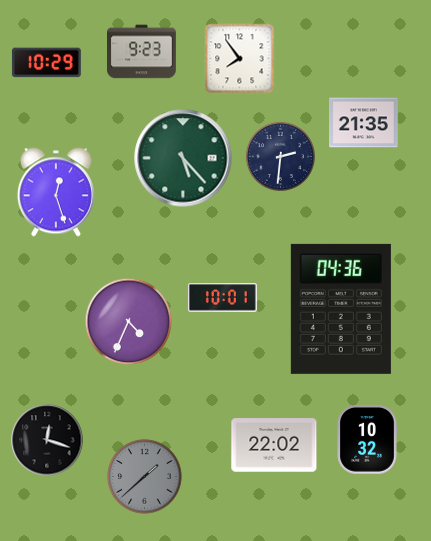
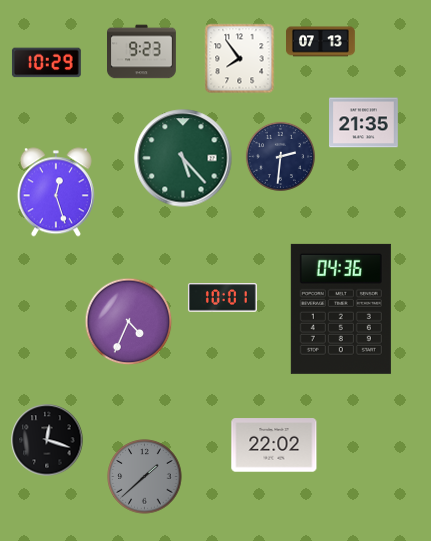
clock at (321, 42): none -> 07:13
clock at (367, 440): 10:32 -> none
